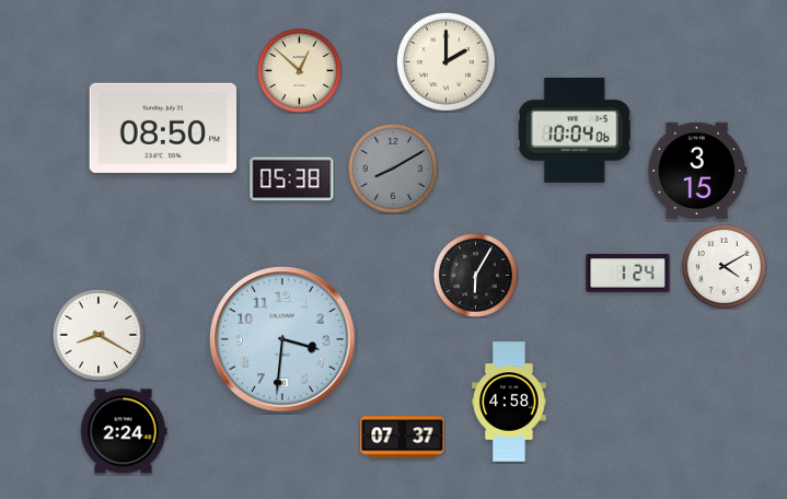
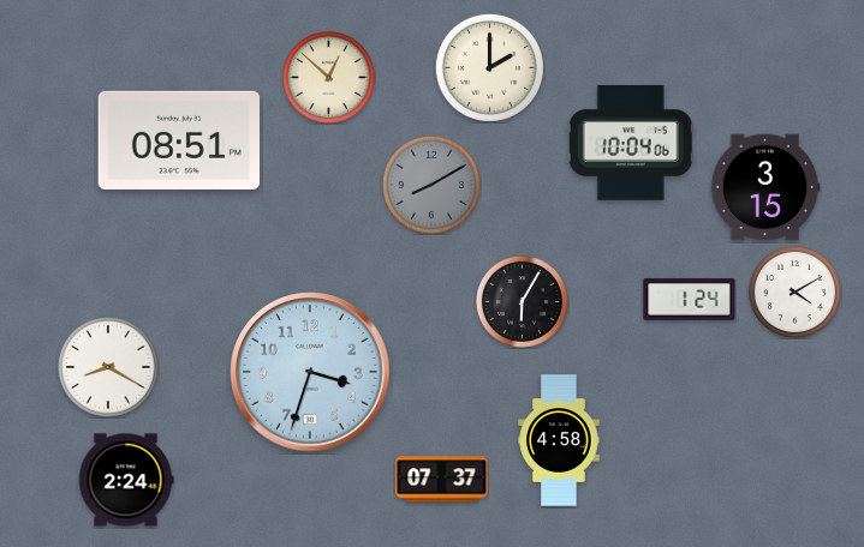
clock at (162, 128): 08:50 -> 08:51
clock at (292, 179): 05:38 -> none
clock at (282, 339): 3:31 -> 3:33
clock at (124, 431) position: (124, 431) -> (126, 480)
